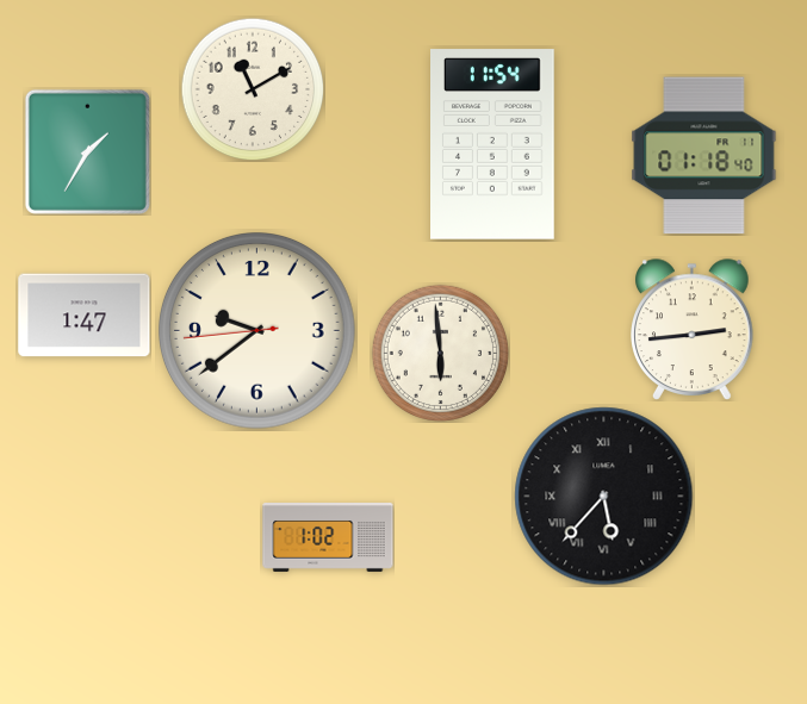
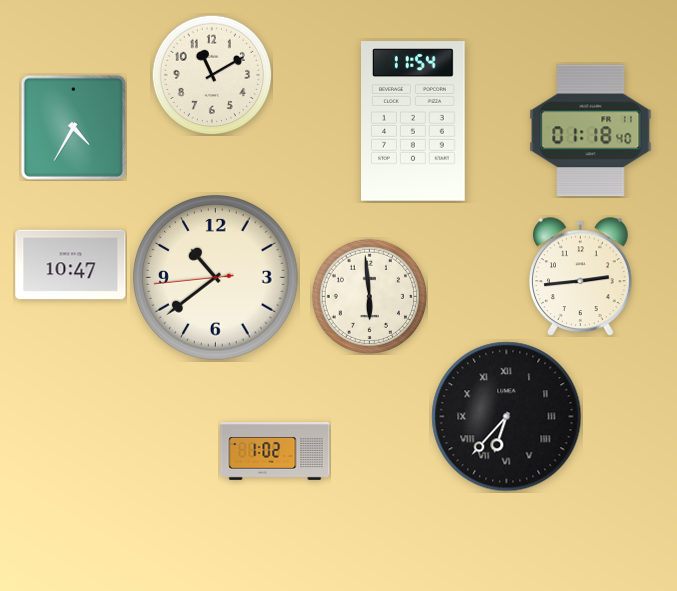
clock at (87, 151): 1:35 -> 4:35
clock at (85, 316): 1:47 -> 10:47
clock at (257, 331): 9:38 -> 10:38
clock at (604, 497): 5:37 -> 6:37
